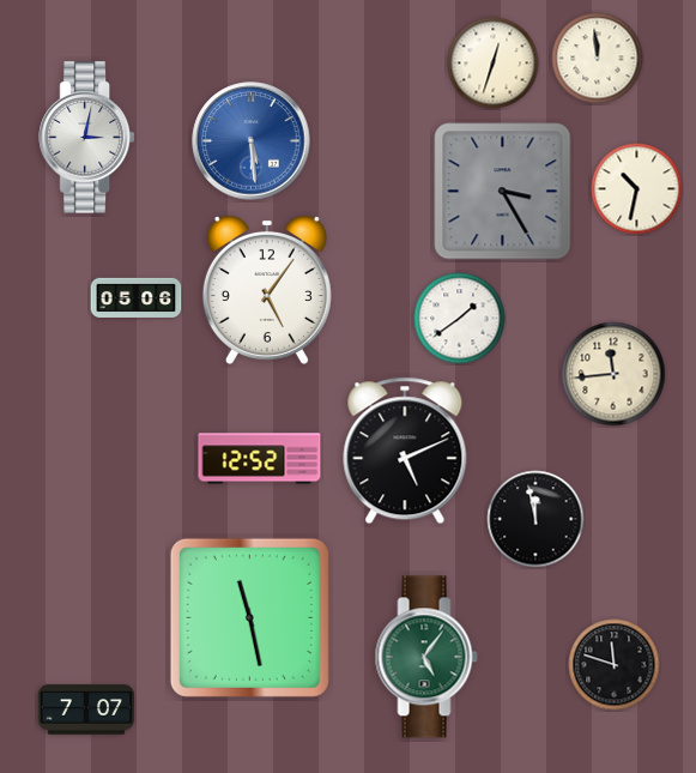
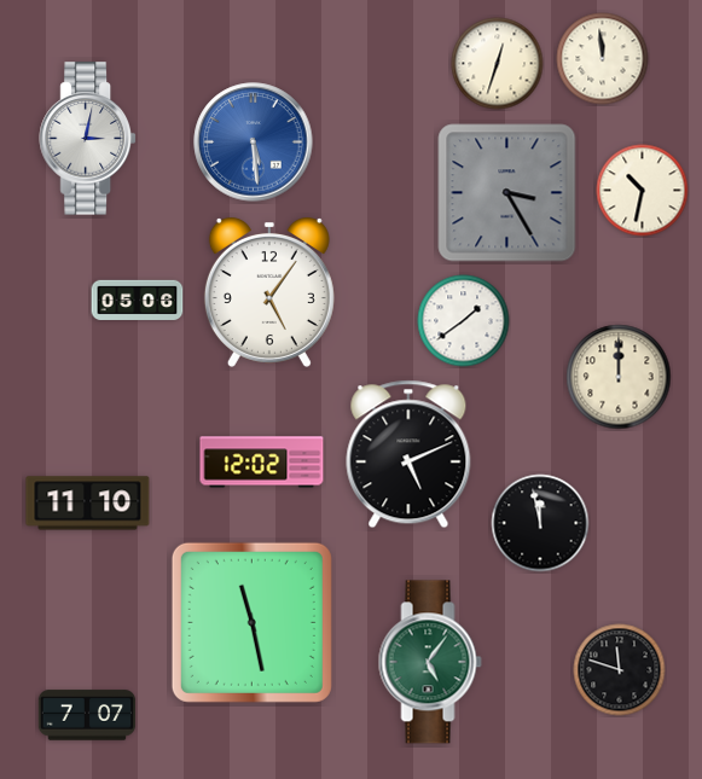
clock at (613, 374): 11:44 -> 12:00
clock at (260, 459): 12:52 -> 12:02
clock at (88, 504): none -> 11:10
